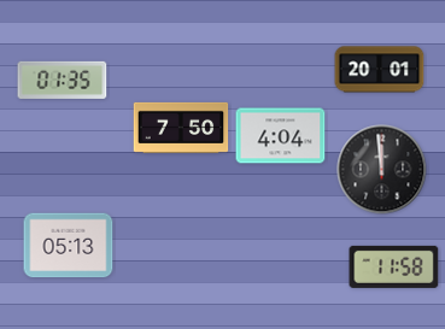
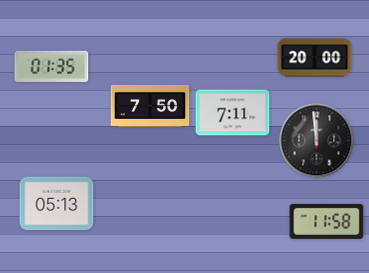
clock at (380, 70): 20:01 -> 20:00
clock at (281, 136): 4:04 -> 7:11
